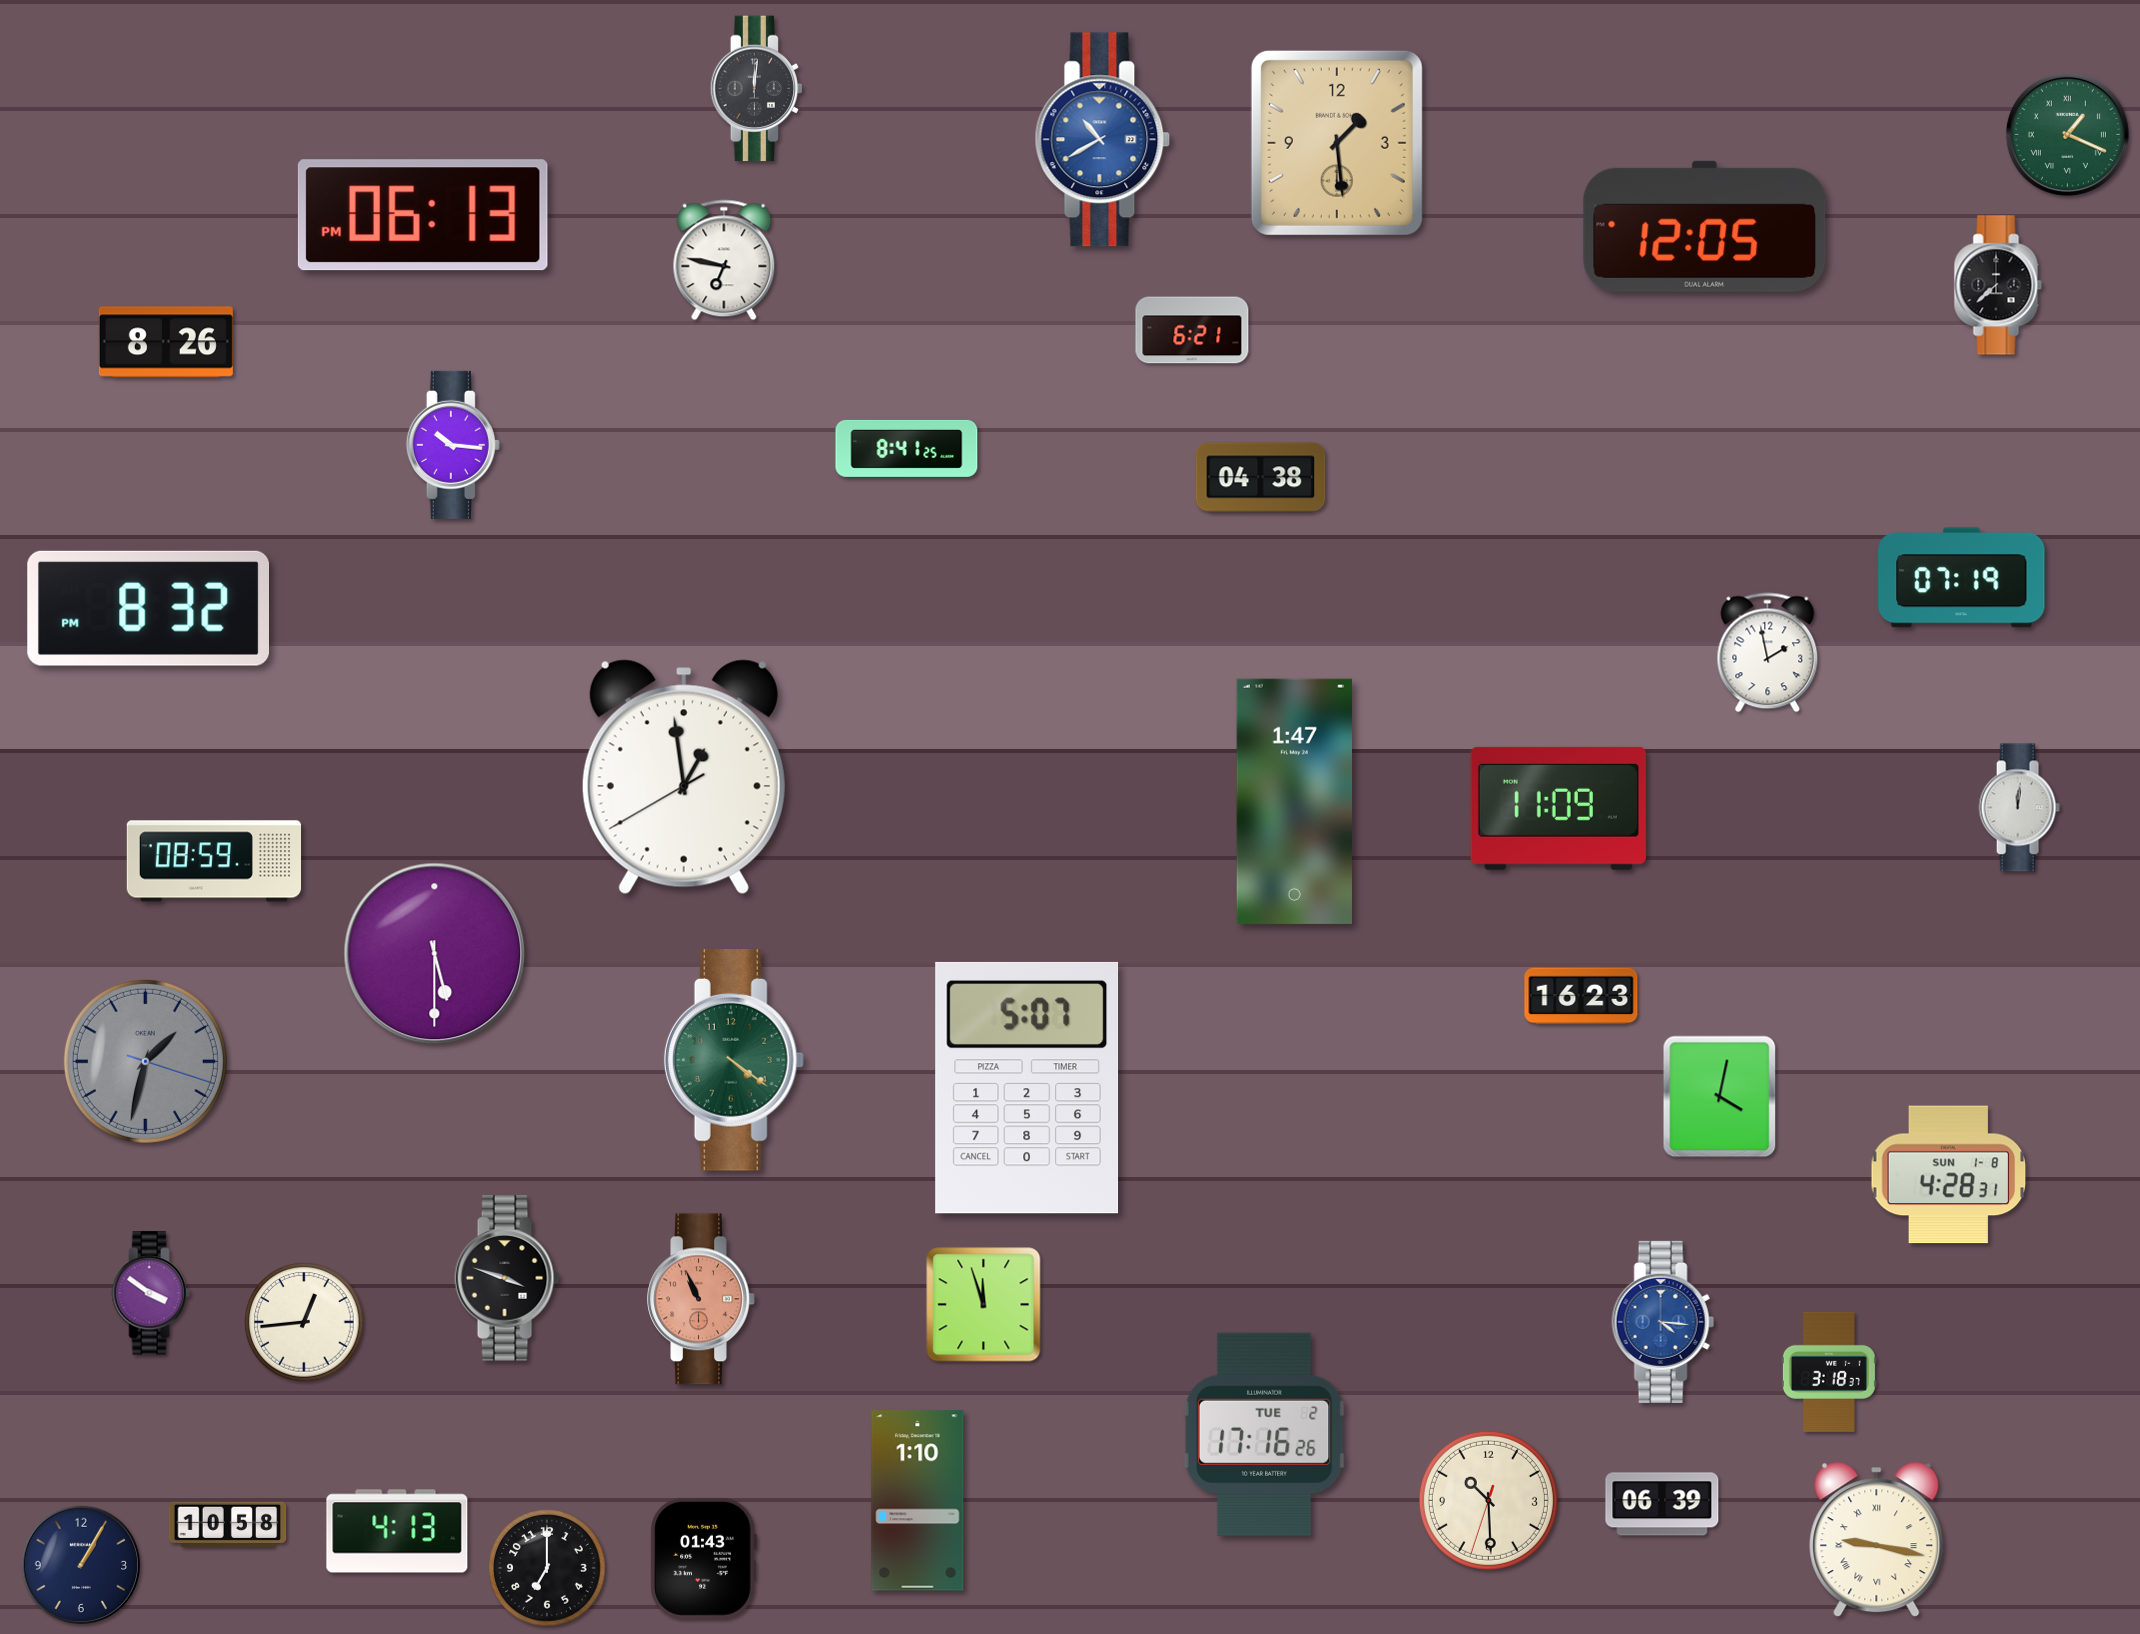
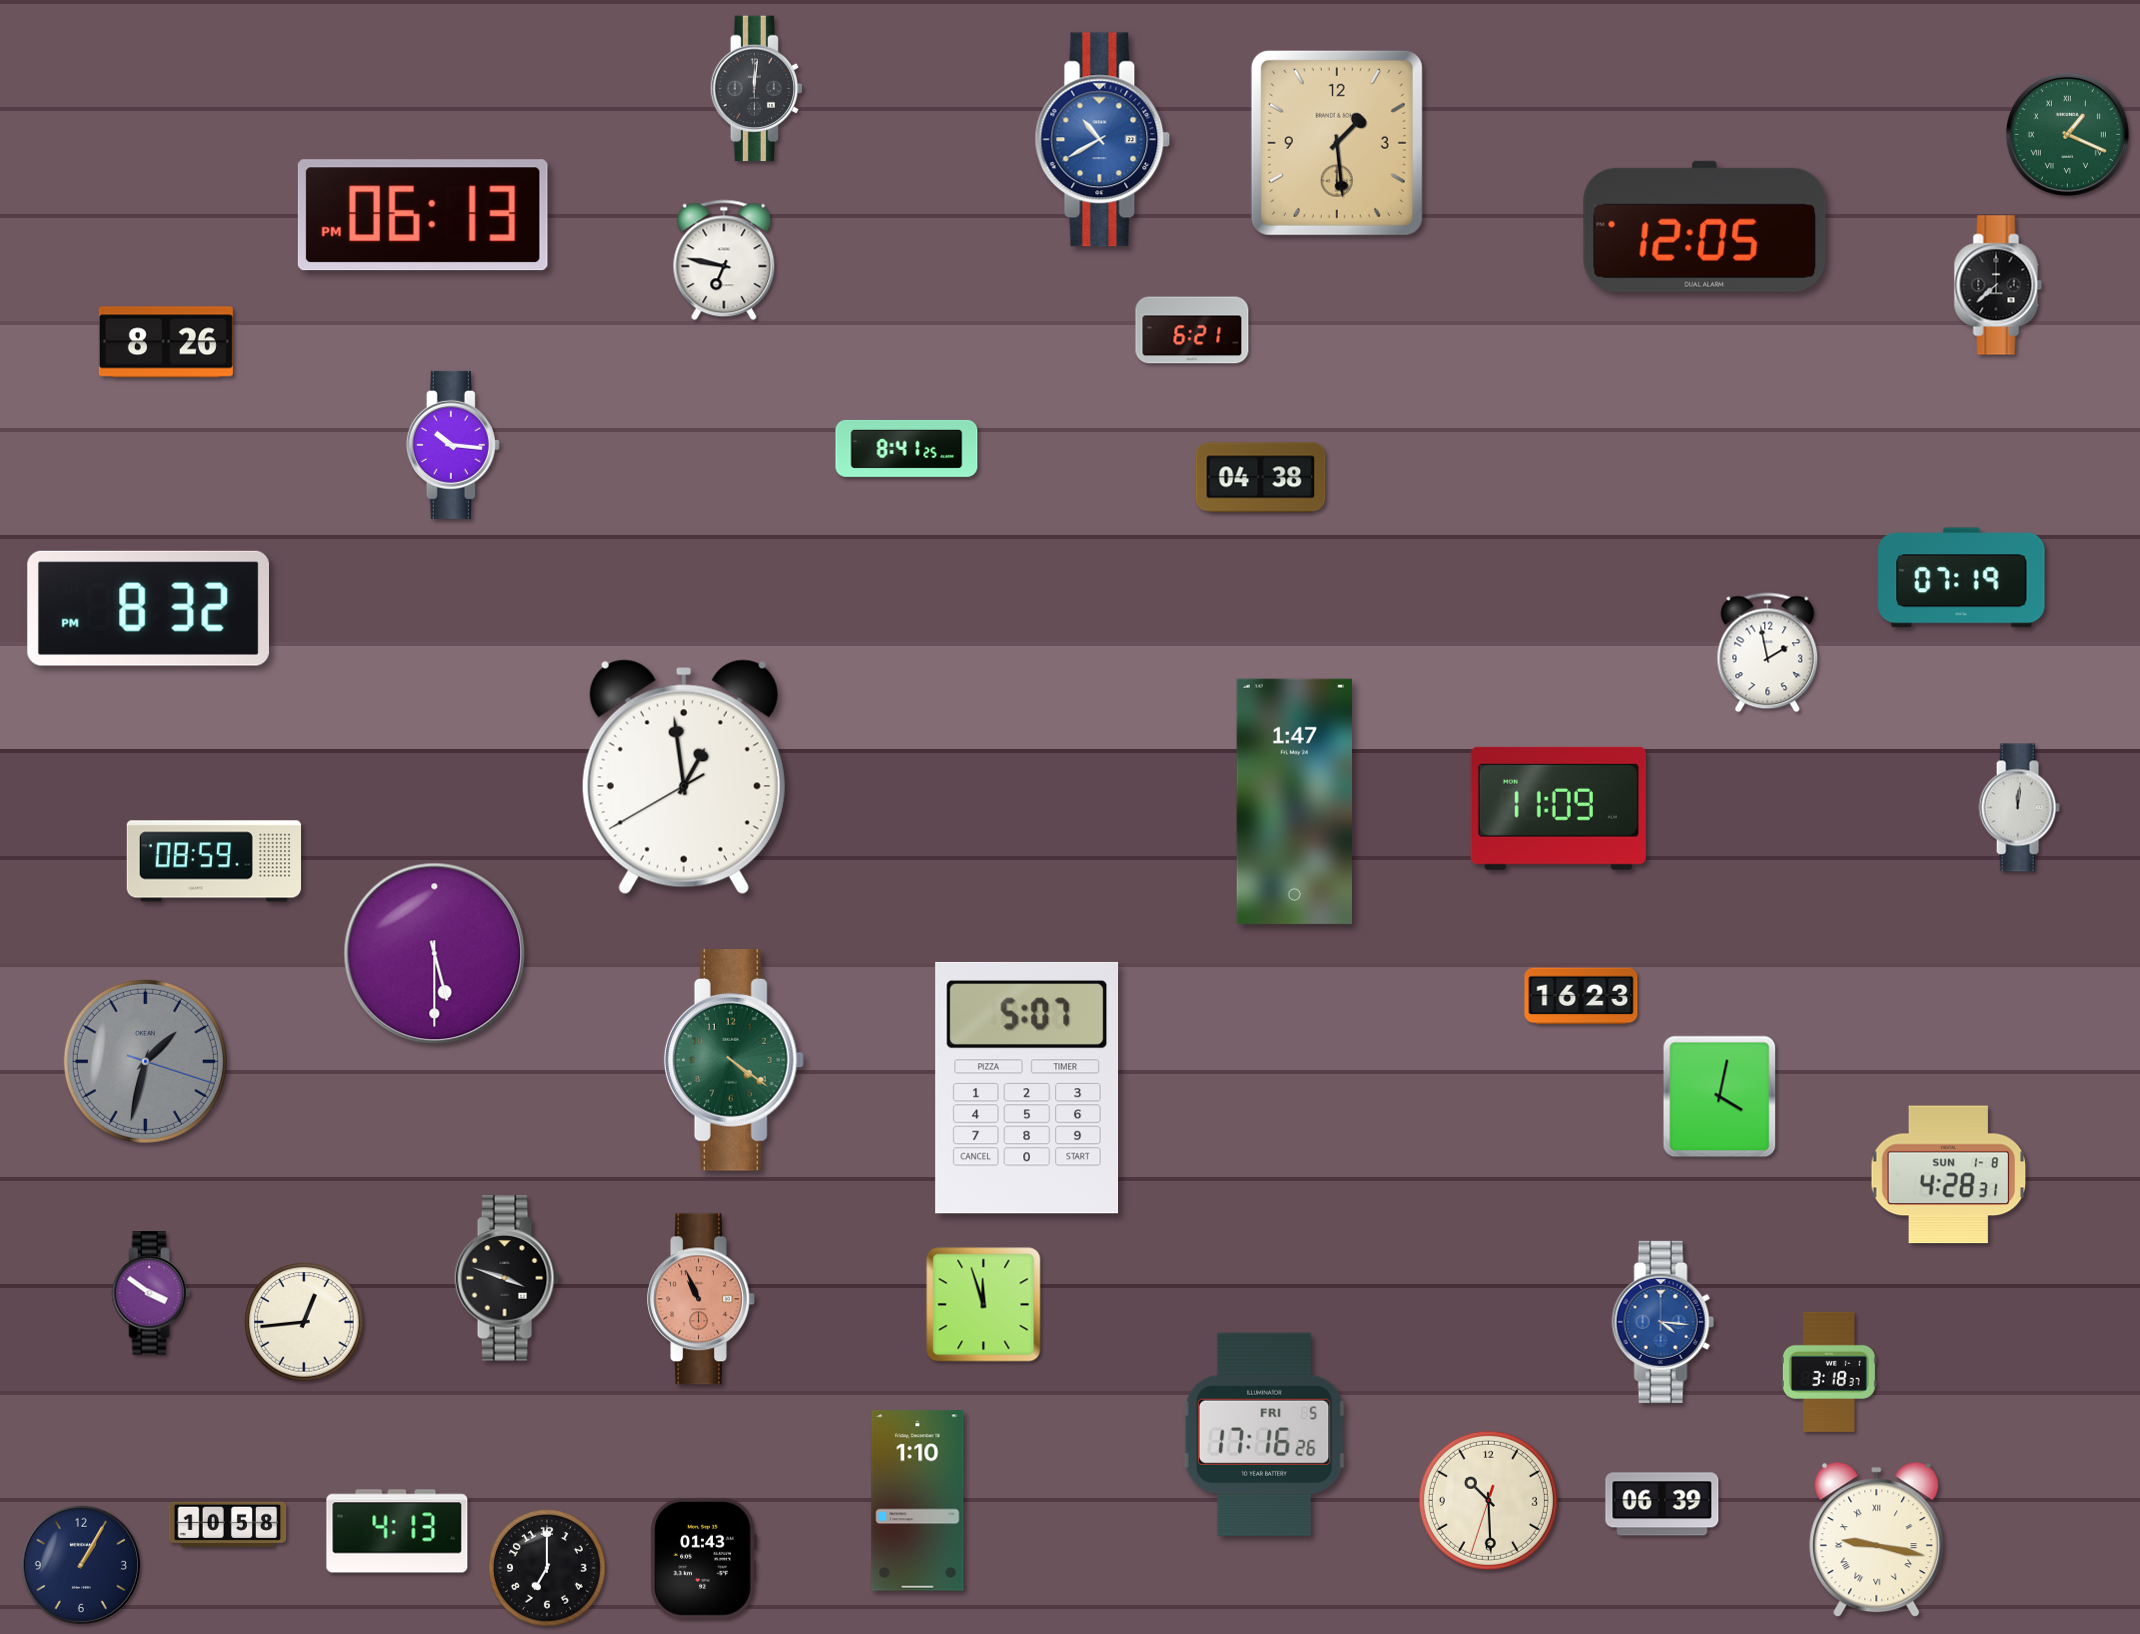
clock at (1265, 1434) date: TUE 2 -> FRI 5
